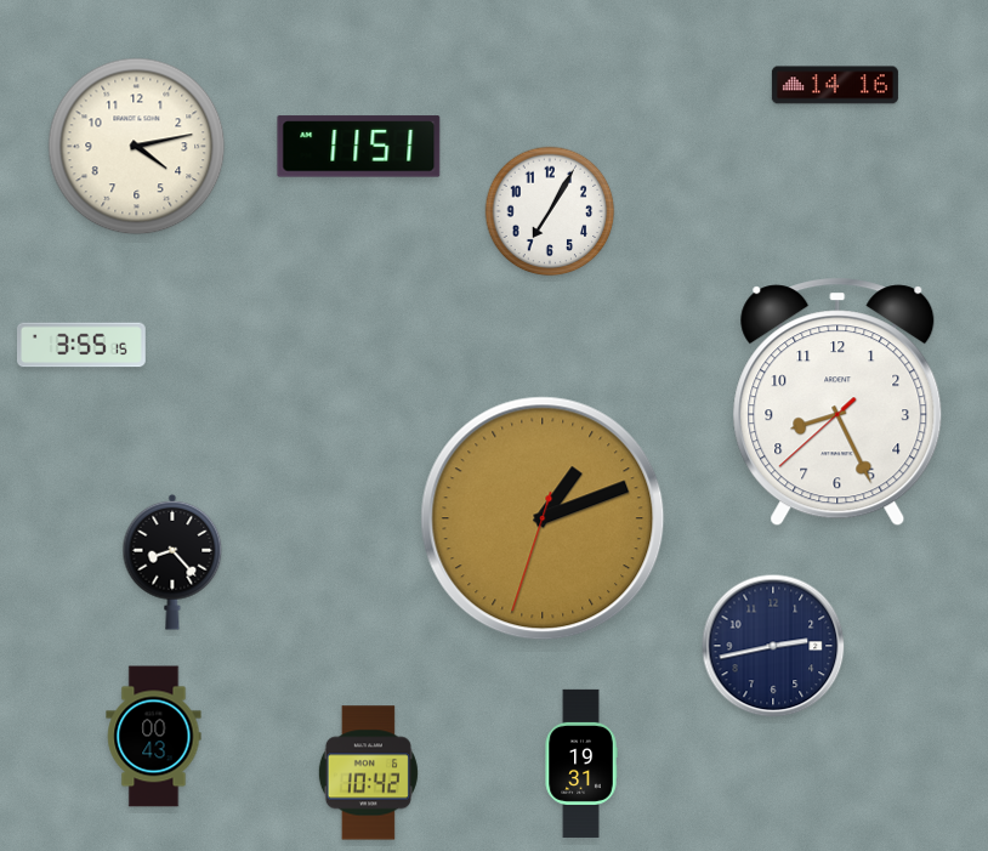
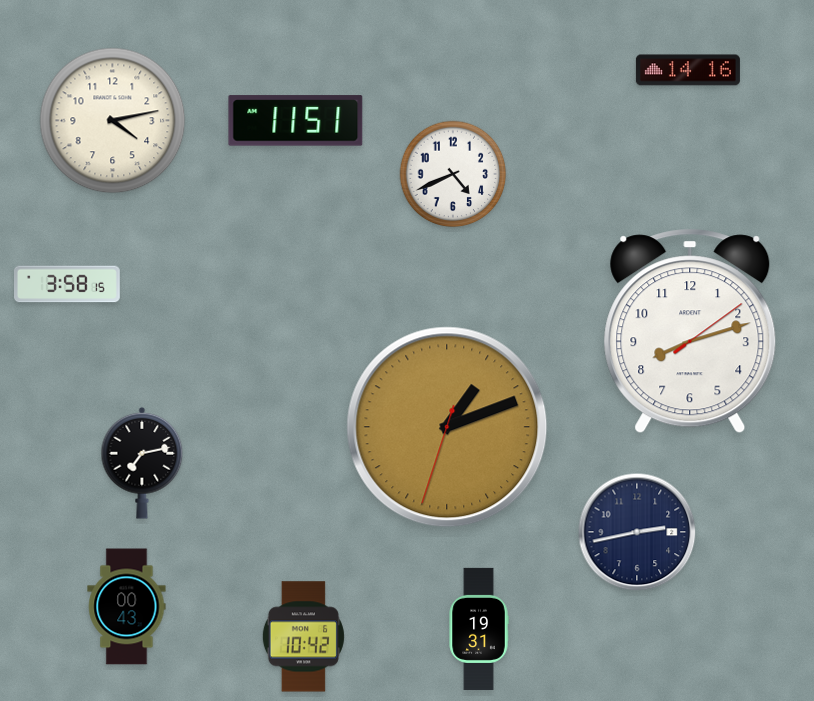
clock at (550, 211): 7:05 -> 4:41
clock at (83, 345): 3:55 -> 3:58
clock at (837, 402): 8:25 -> 8:12
clock at (172, 562): 8:23 -> 7:13
